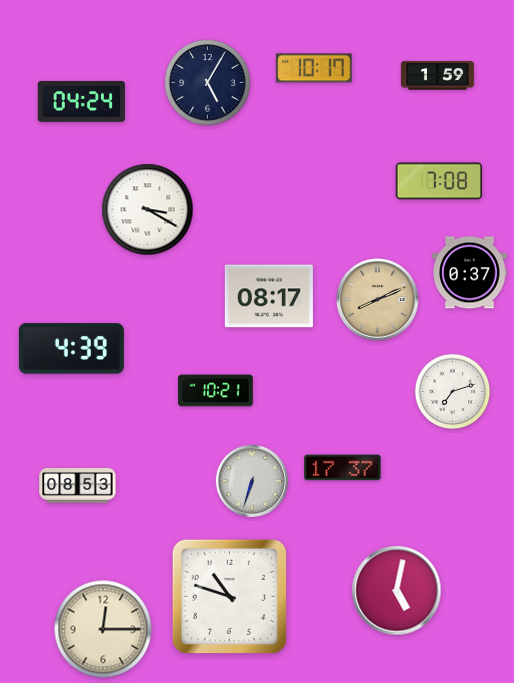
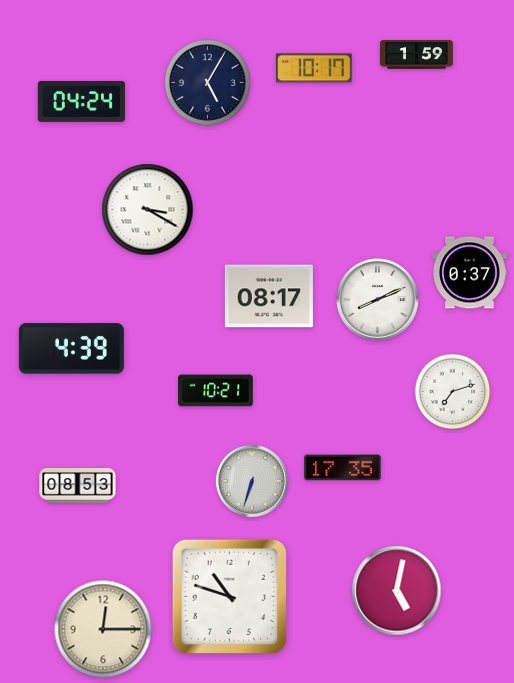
clock at (437, 76) position: (437, 76) -> (416, 55)
clock at (439, 181): 7:08 -> none
clock at (378, 300) dial: champagne -> white
clock at (343, 468): 17:37 -> 17:35
